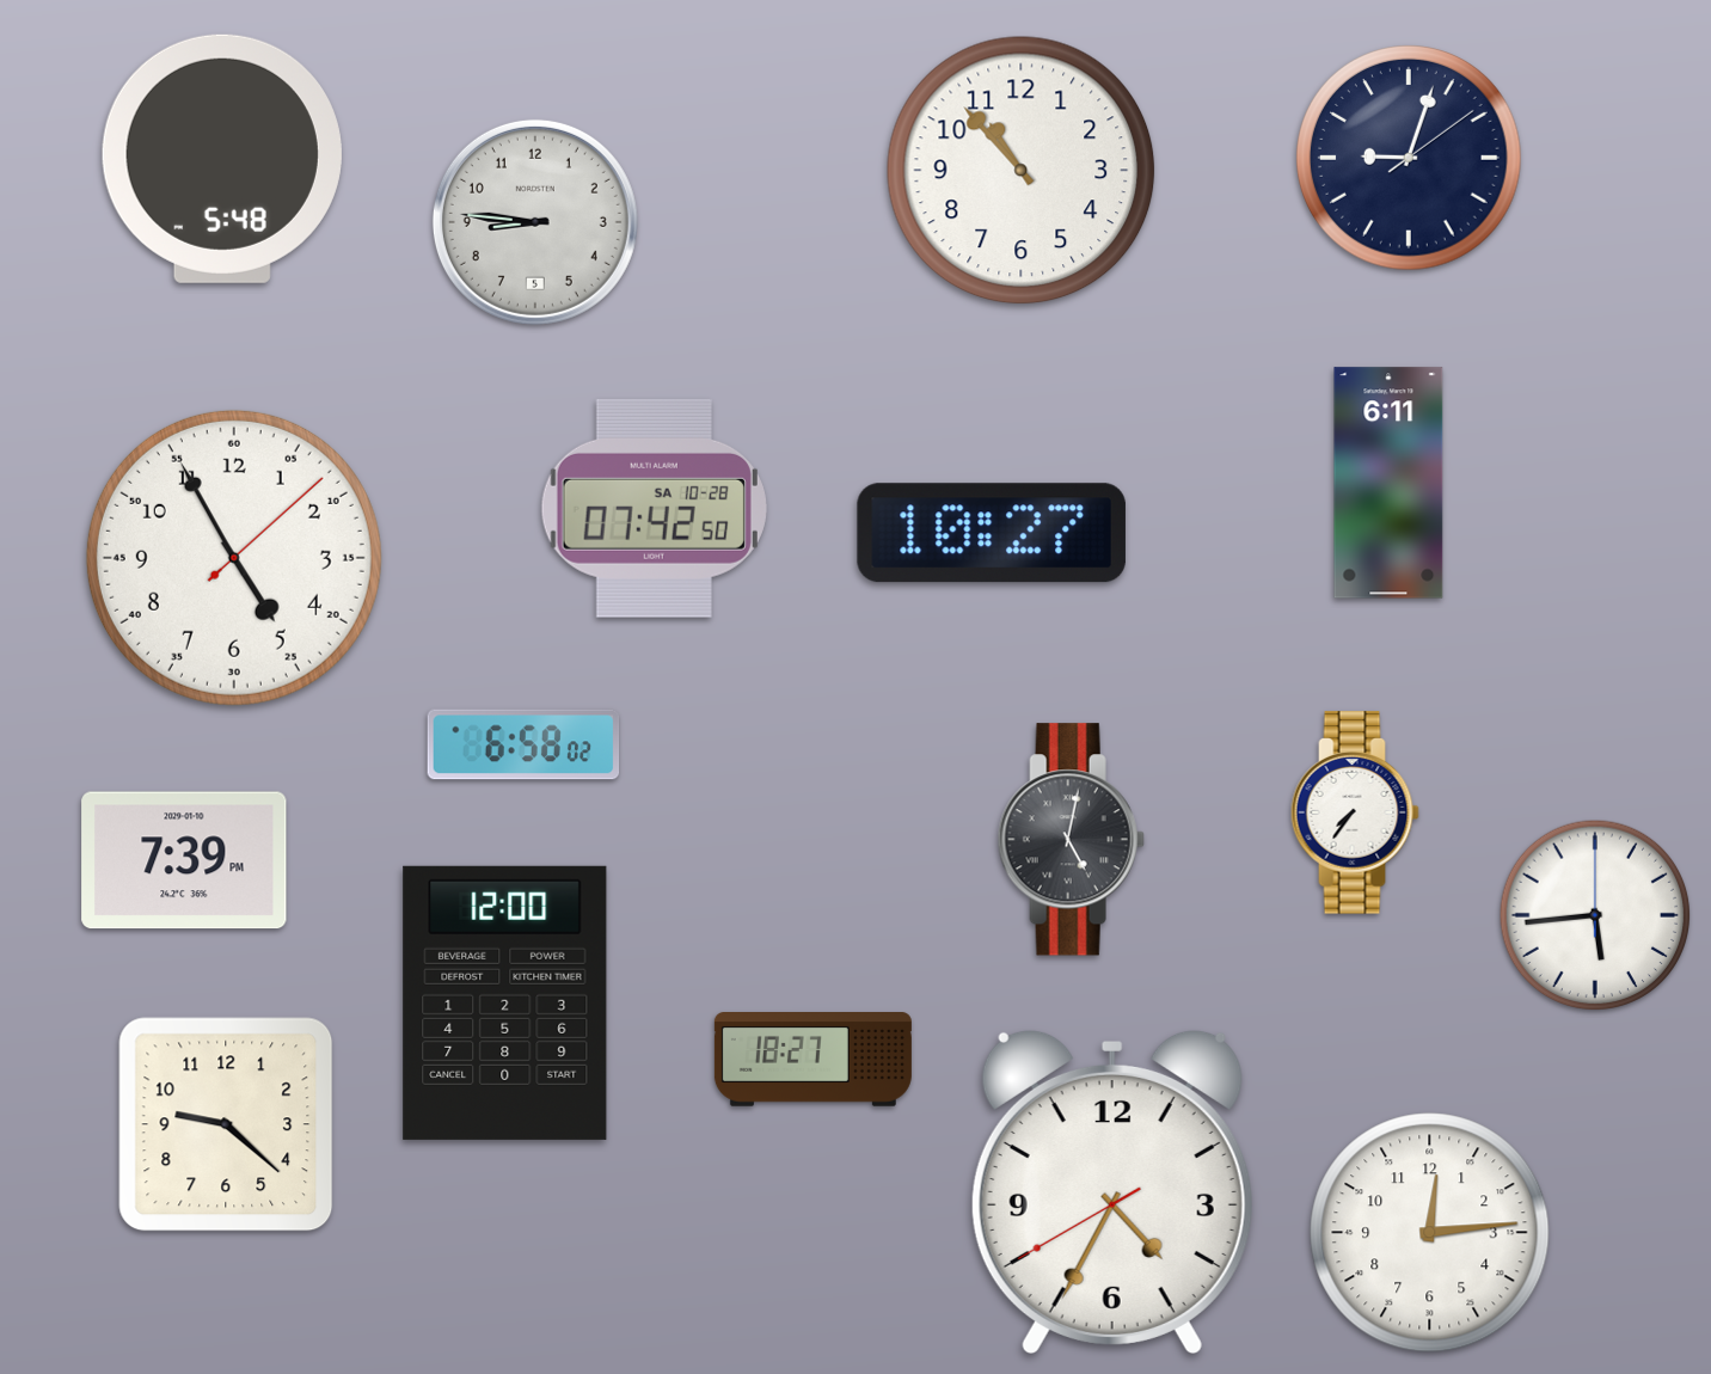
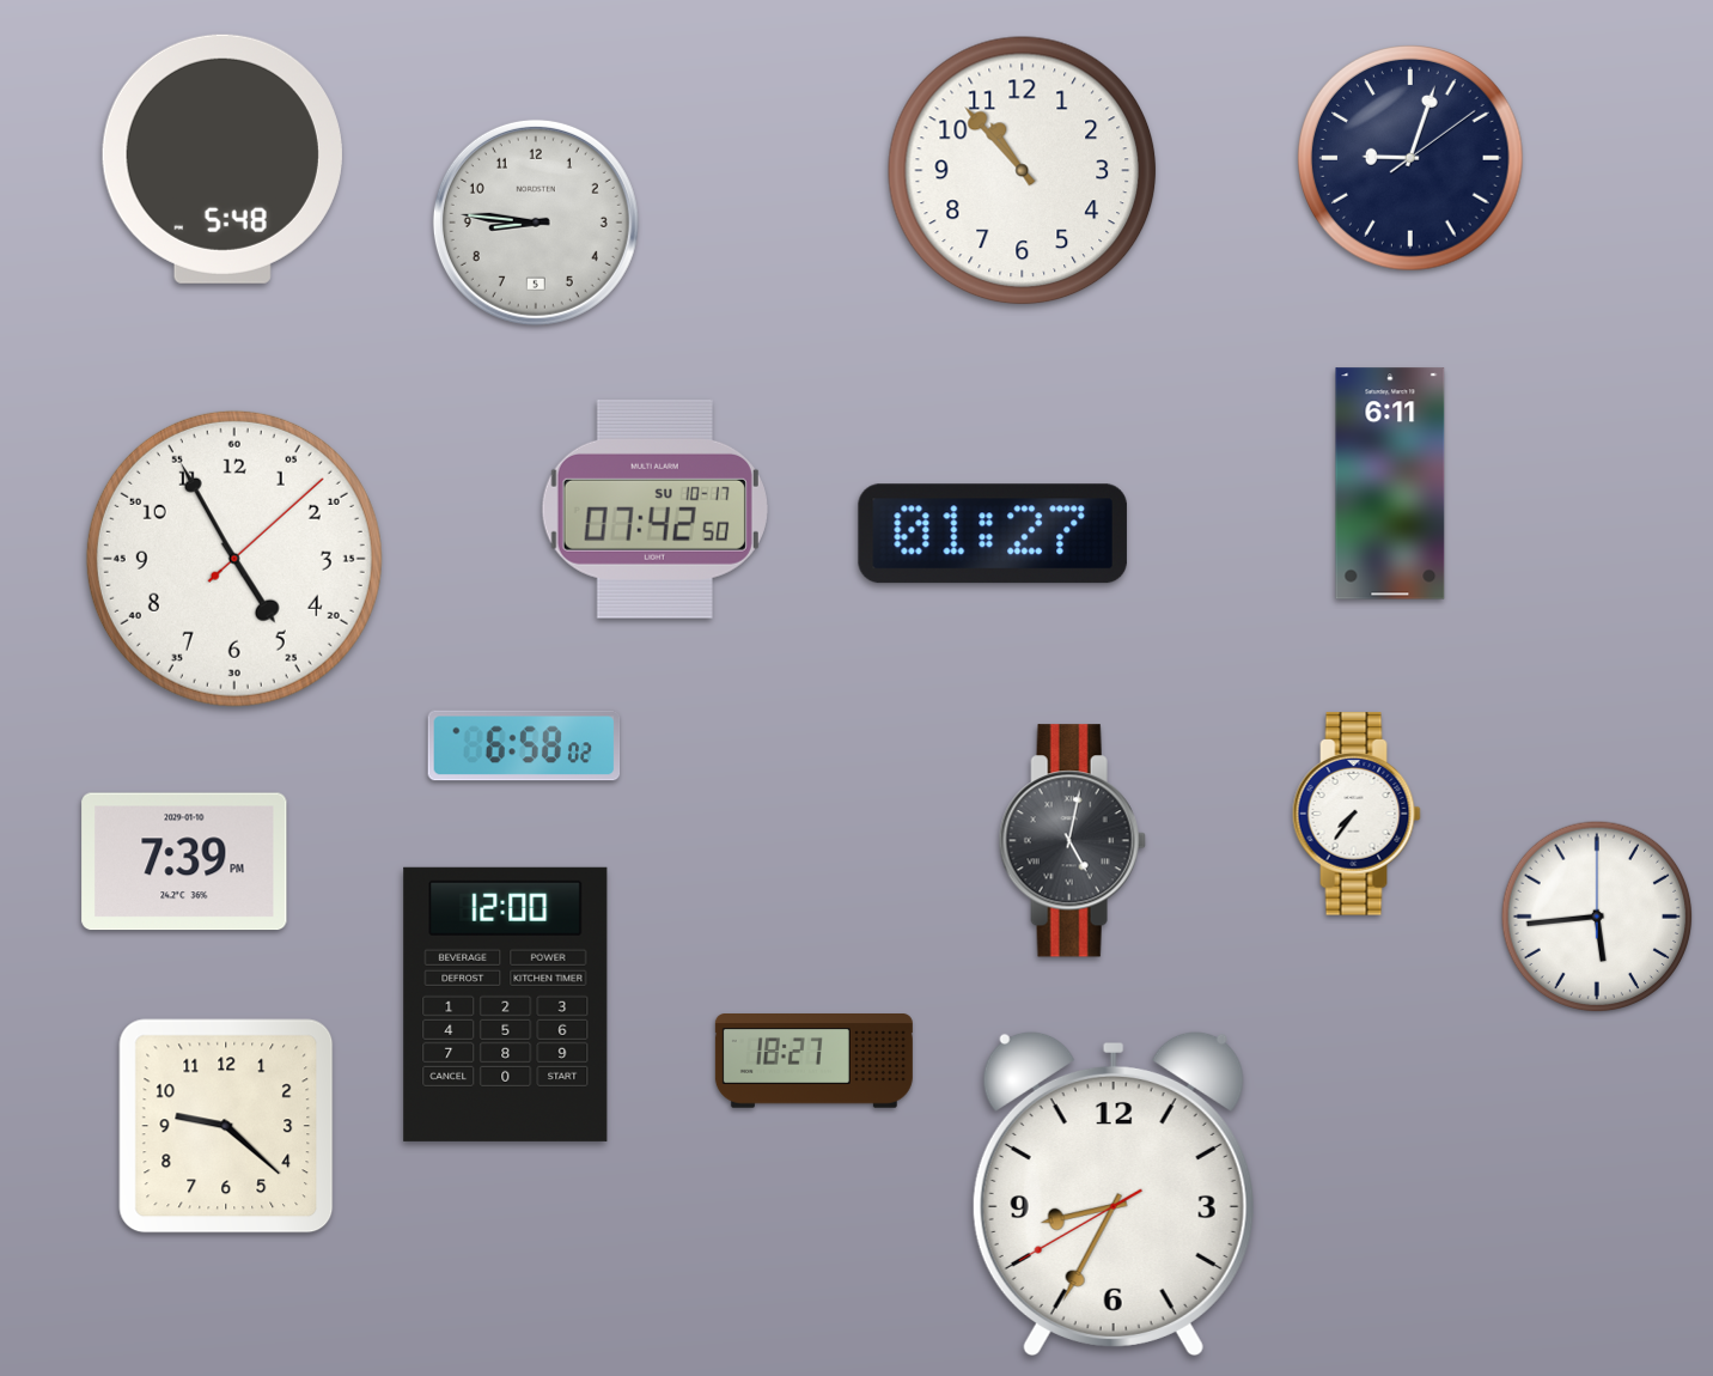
clock at (654, 508) date: SA 10-28 -> SU 10-17
clock at (992, 533): 10:27 -> 01:27
clock at (1112, 1191): 4:34 -> 8:34
clock at (1430, 1233): 12:14 -> none
